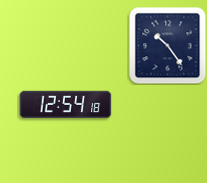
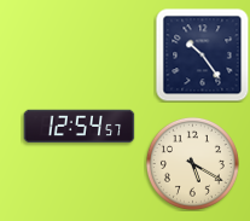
clock at (66, 105): 12:54:18 -> 12:54:57
clock at (192, 163): none -> 5:20
